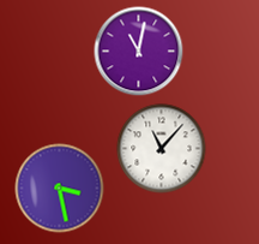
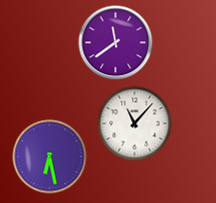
clock at (139, 52): 11:02 -> 11:39
clock at (60, 189): 3:28 -> 6:28
